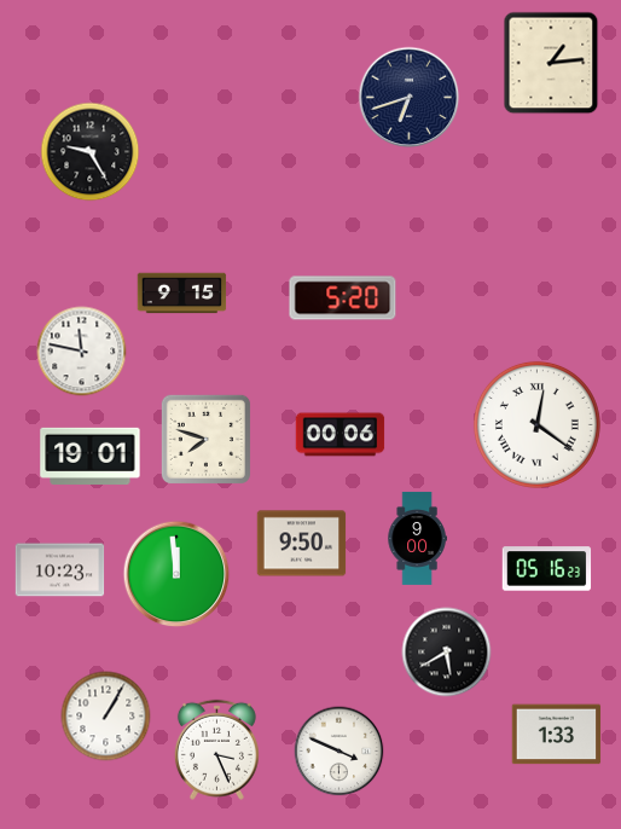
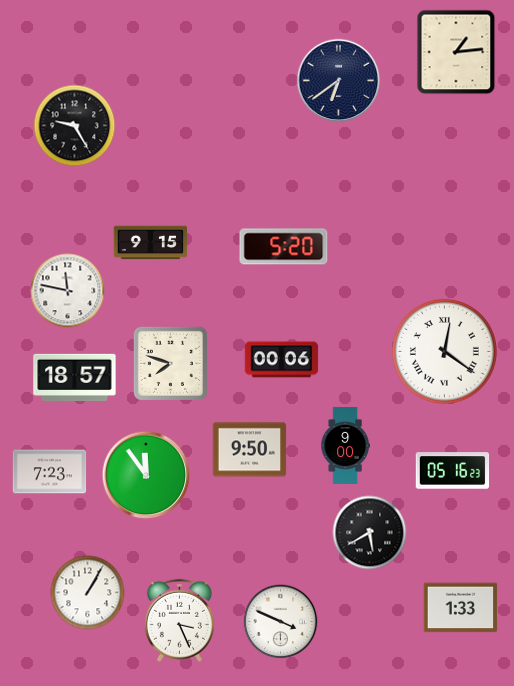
clock at (410, 98): 6:42 -> 6:39
clock at (91, 456): 19:01 -> 18:57
clock at (60, 570): 10:23 -> 7:23
clock at (176, 574): 11:59 -> 11:54
clock at (447, 653) position: (447, 653) -> (370, 533)
